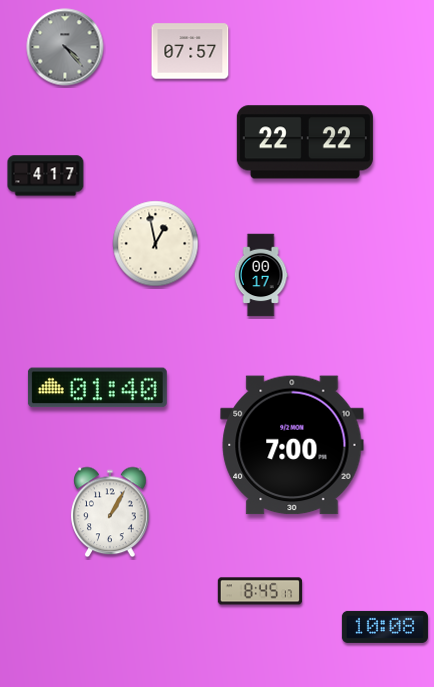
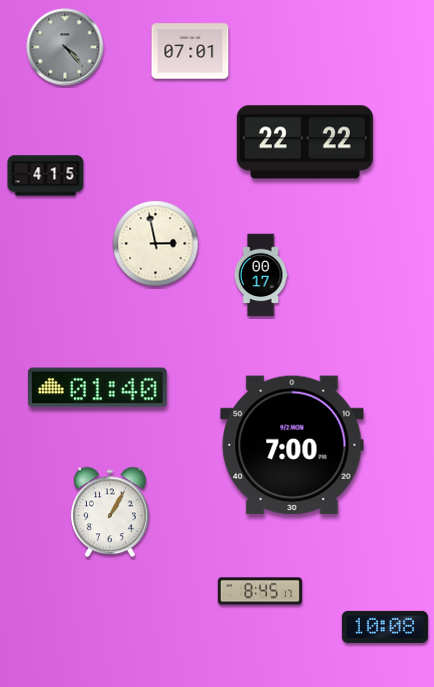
clock at (190, 51): 07:57 -> 07:01
clock at (46, 176): 4:17 -> 4:15
clock at (156, 244): 12:58 -> 2:58
